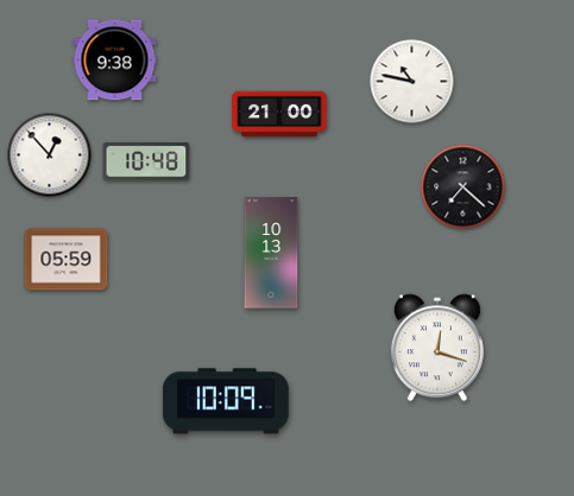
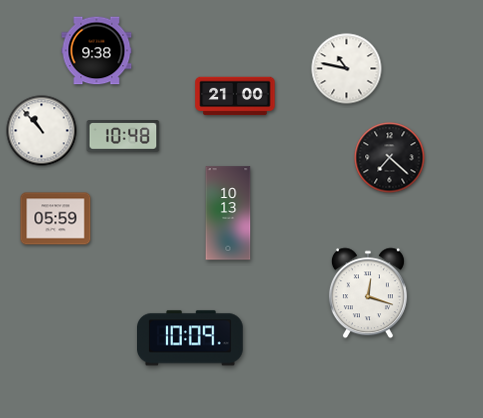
clock at (50, 155): 12:53 -> 10:53
